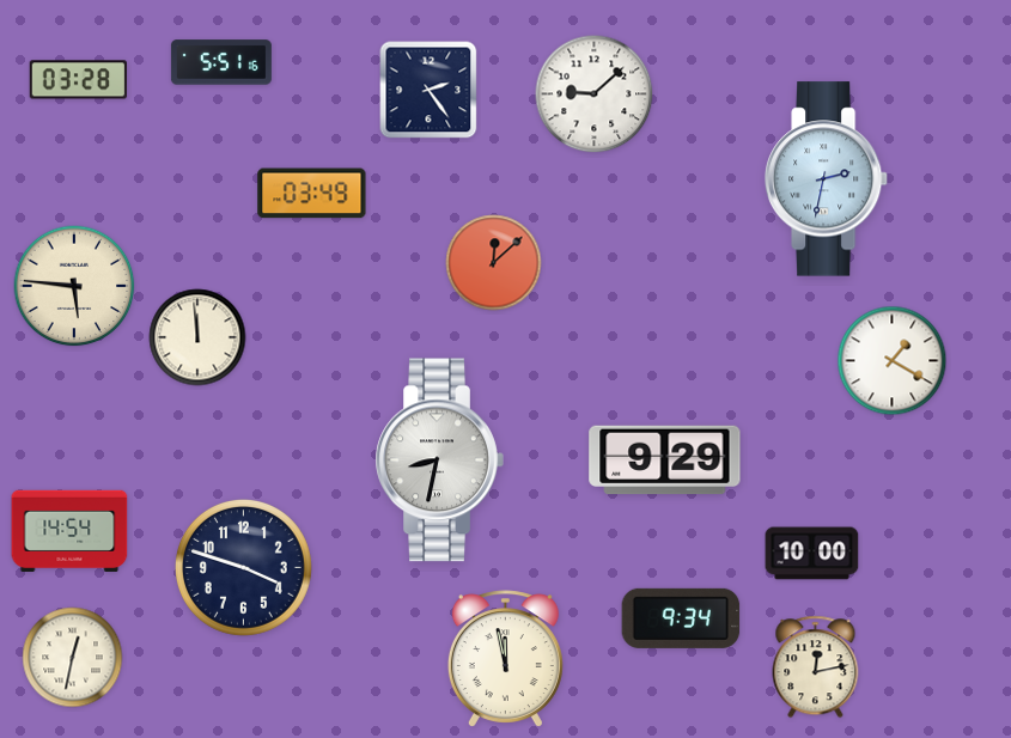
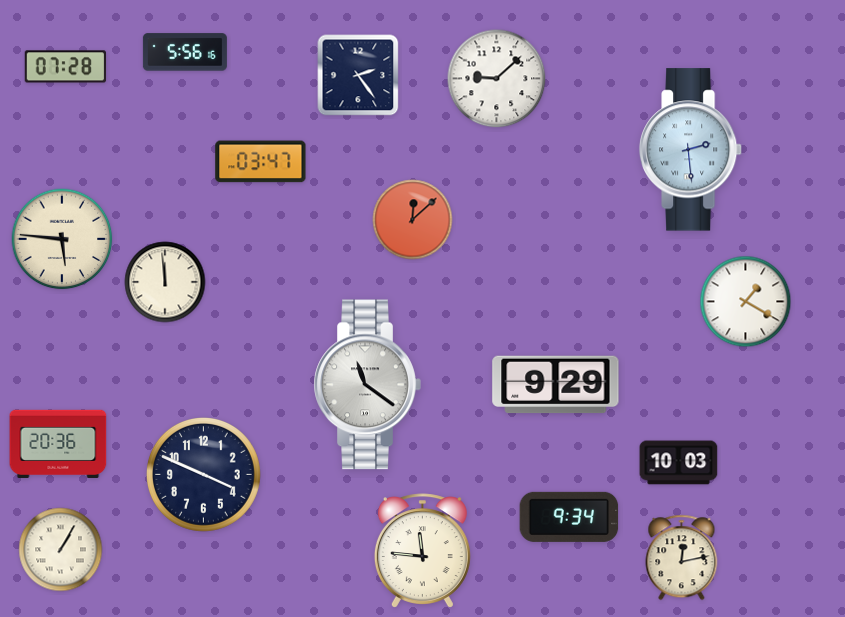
clock at (221, 62): 5:51 -> 5:56
clock at (78, 80): 03:28 -> 07:28
clock at (827, 179): 2:32 -> 2:29
clock at (312, 194): 03:49 -> 03:47
clock at (439, 461): 8:32 -> 11:21
clock at (69, 531): 14:54 -> 20:36
clock at (812, 554): 10:00 -> 10:03
clock at (243, 567): 3:48 -> 3:49
clock at (73, 658): 12:32 -> 1:05
clock at (505, 659): 11:58 -> 11:46
